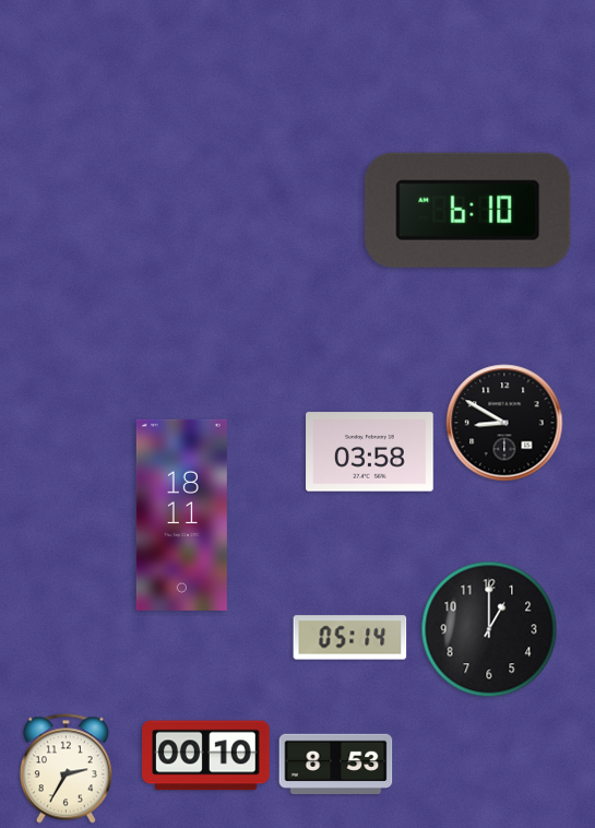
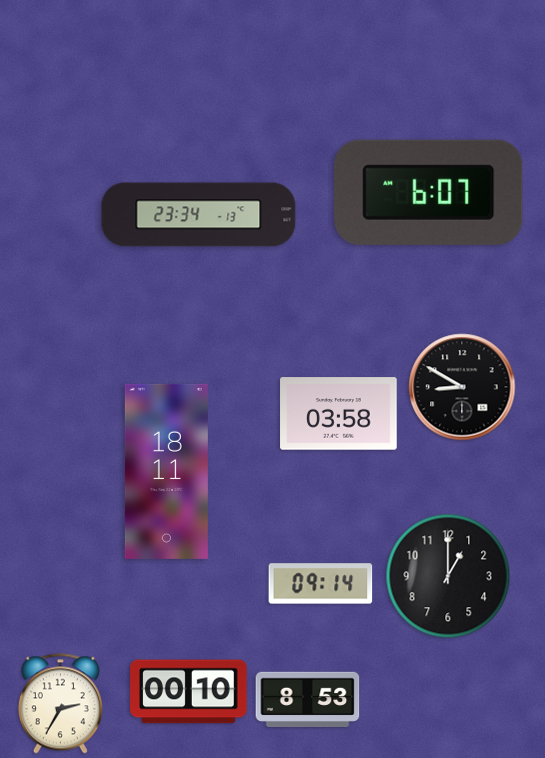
clock at (468, 210): 6:10 -> 6:07
clock at (199, 215): none -> 23:34
clock at (350, 638): 05:14 -> 09:14
